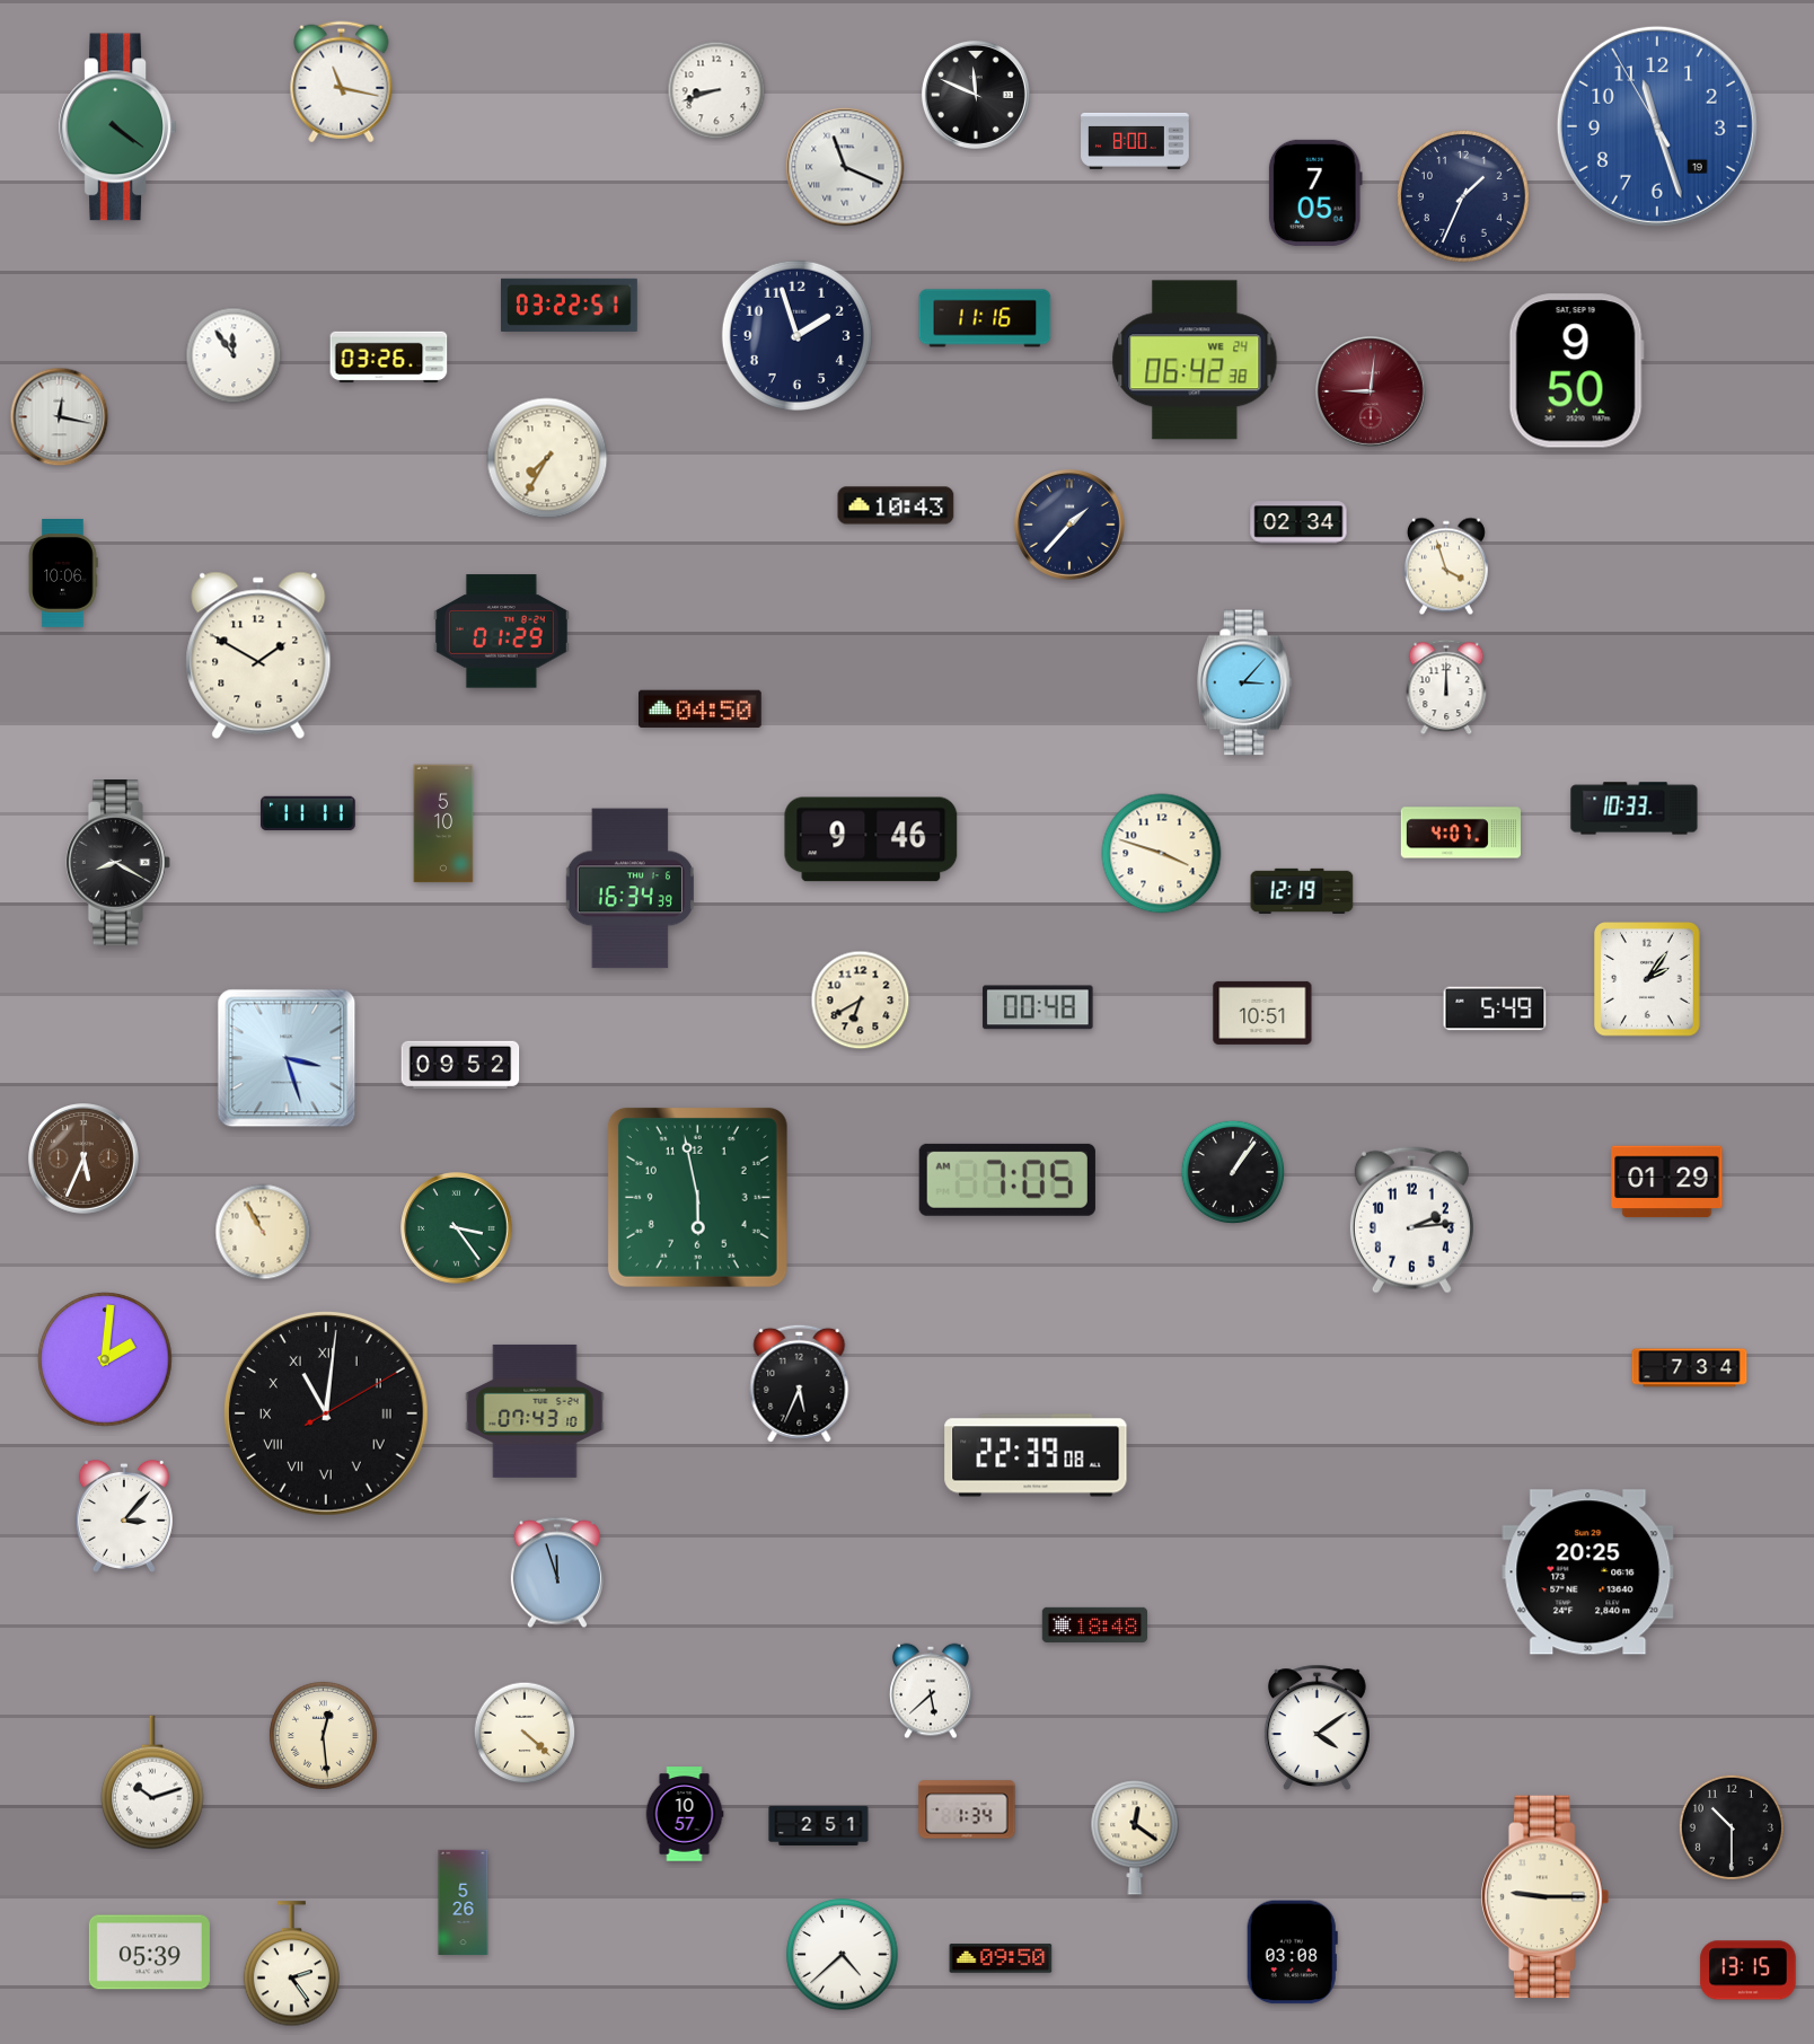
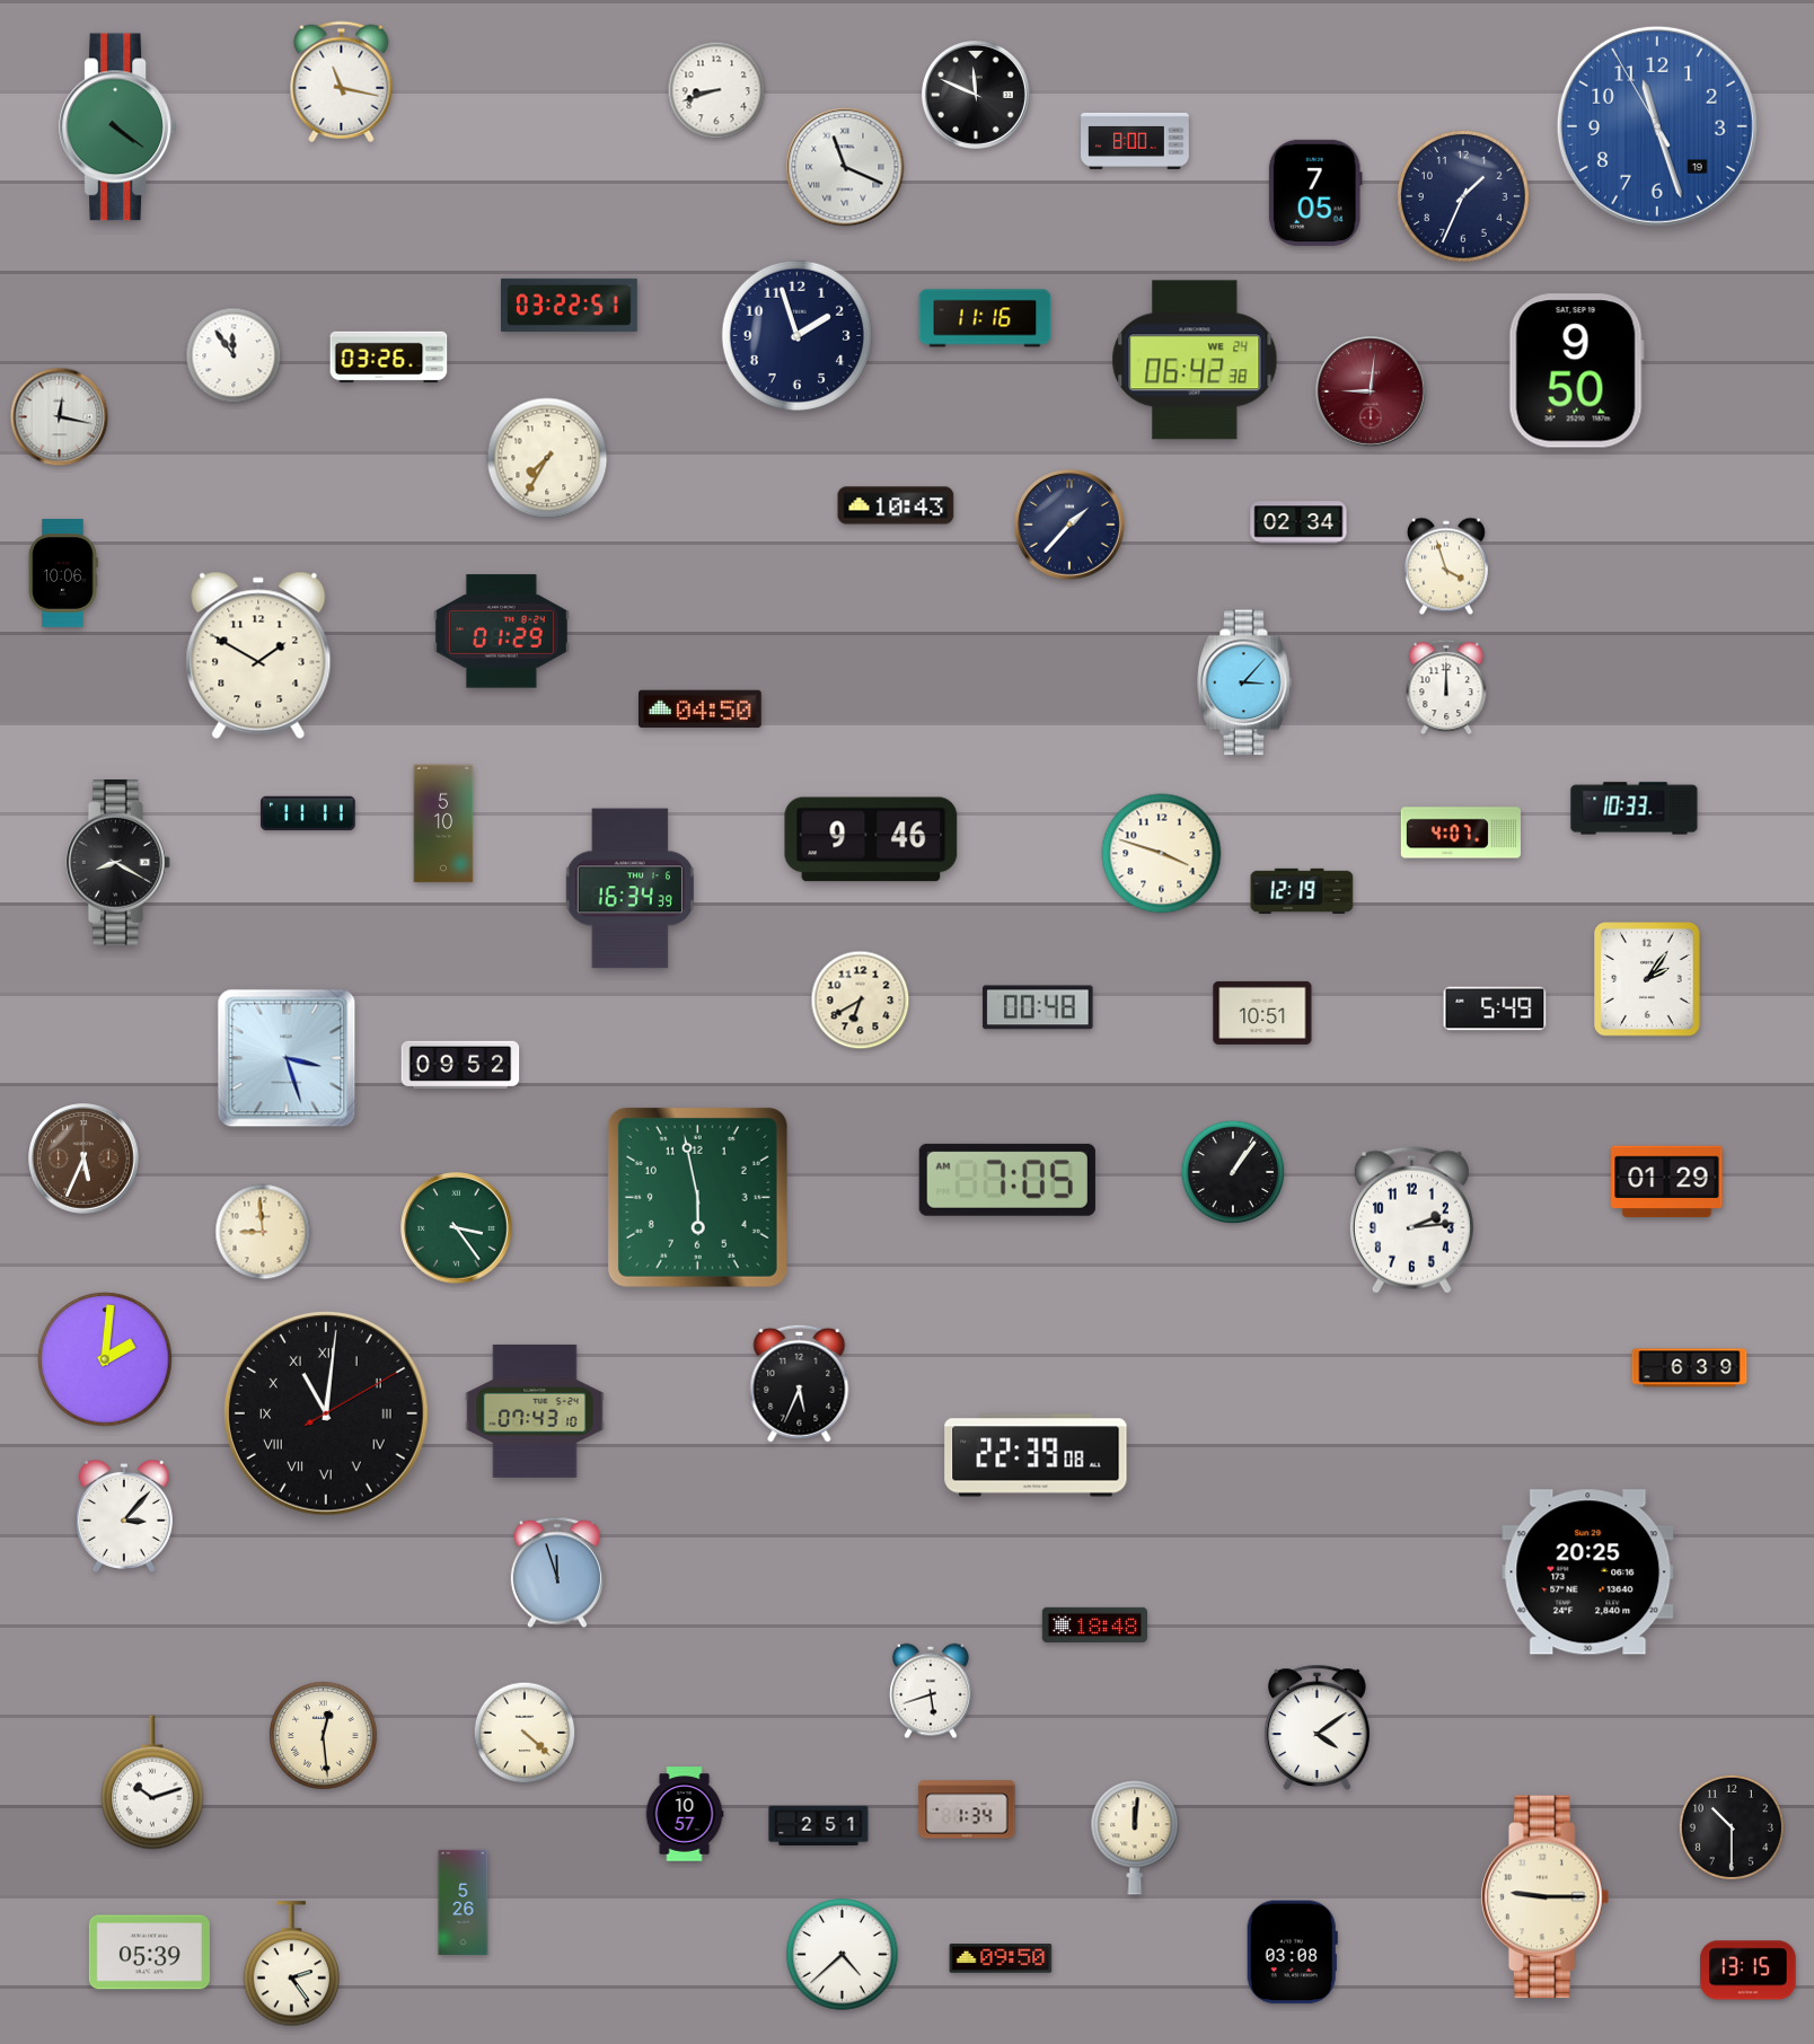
clock at (263, 1232): 10:55 -> 8:59
clock at (1690, 1368): 7:34 -> 6:39
clock at (931, 1691): 5:38 -> 5:42
clock at (1135, 1838): 12:21 -> 12:01
